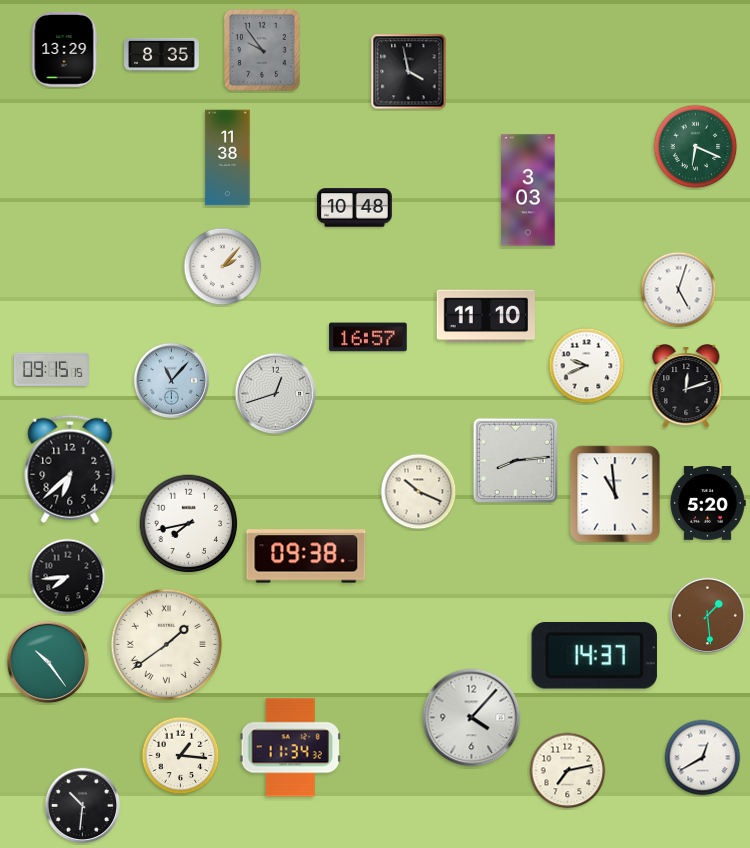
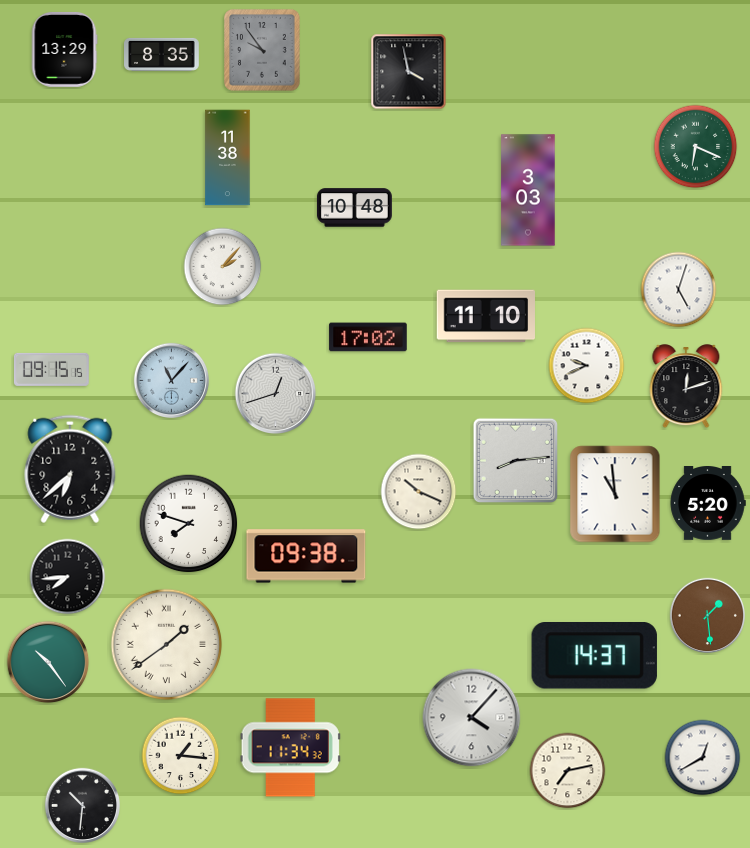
clock at (368, 337): 16:57 -> 17:02
clock at (189, 524): 7:43 -> 7:48
